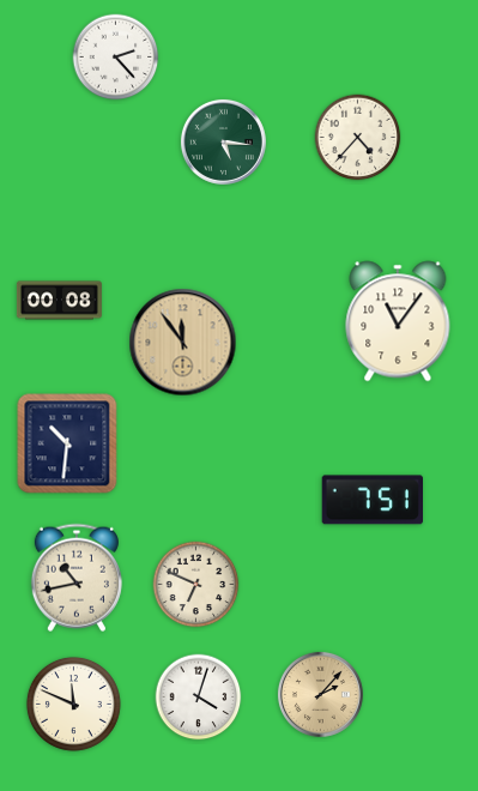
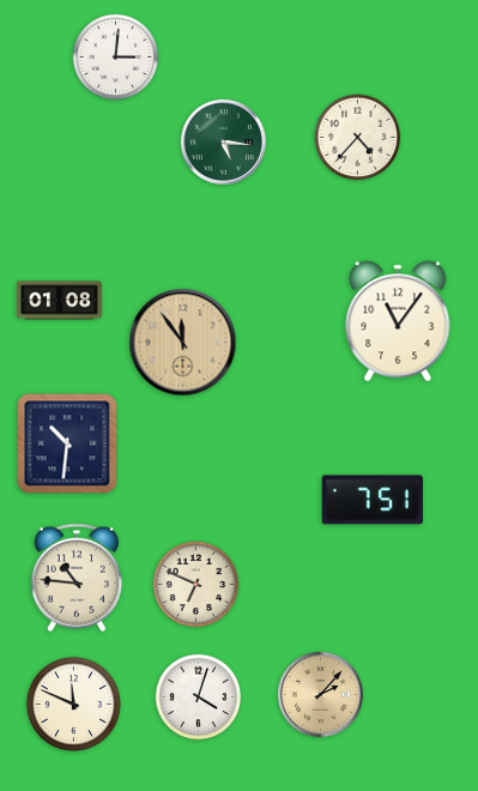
clock at (116, 58): 2:23 -> 3:01
clock at (59, 301): 00:08 -> 01:08
clock at (77, 578): 10:43 -> 10:46
